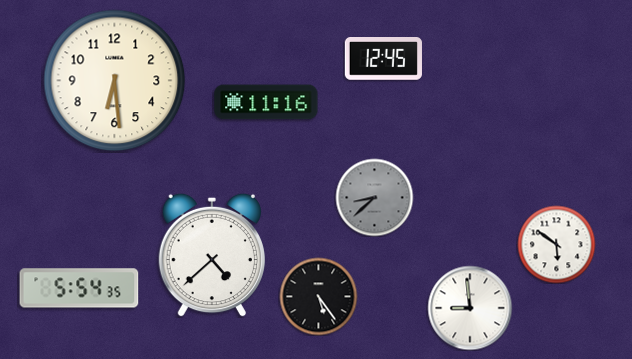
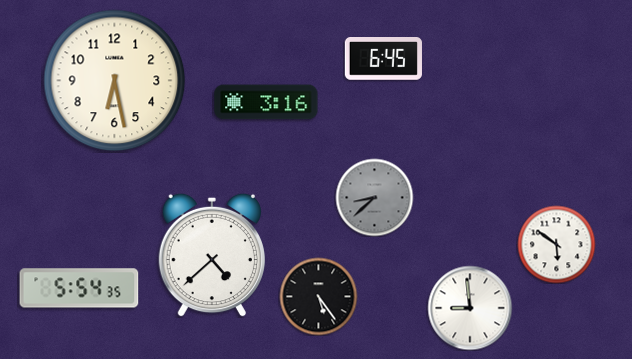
clock at (383, 59): 12:45 -> 6:45
clock at (115, 81): 6:29 -> 6:28
clock at (266, 102): 11:16 -> 3:16
